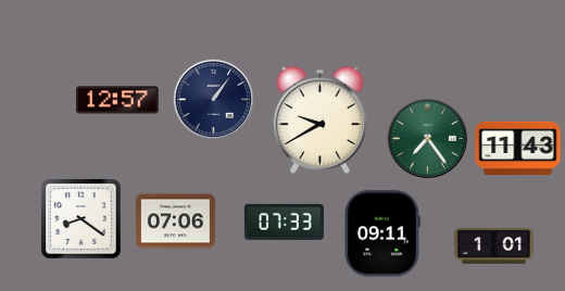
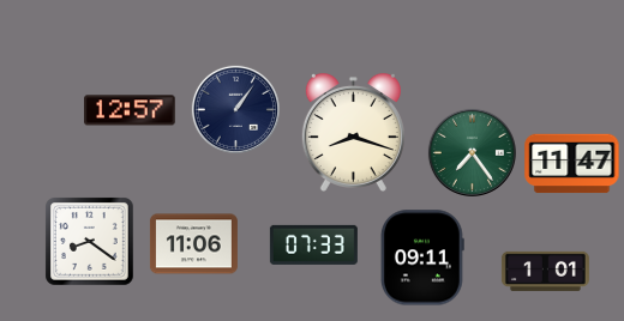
clock at (319, 119): 9:40 -> 8:18
clock at (518, 149): 11:43 -> 11:47
clock at (175, 222): 07:06 -> 11:06
